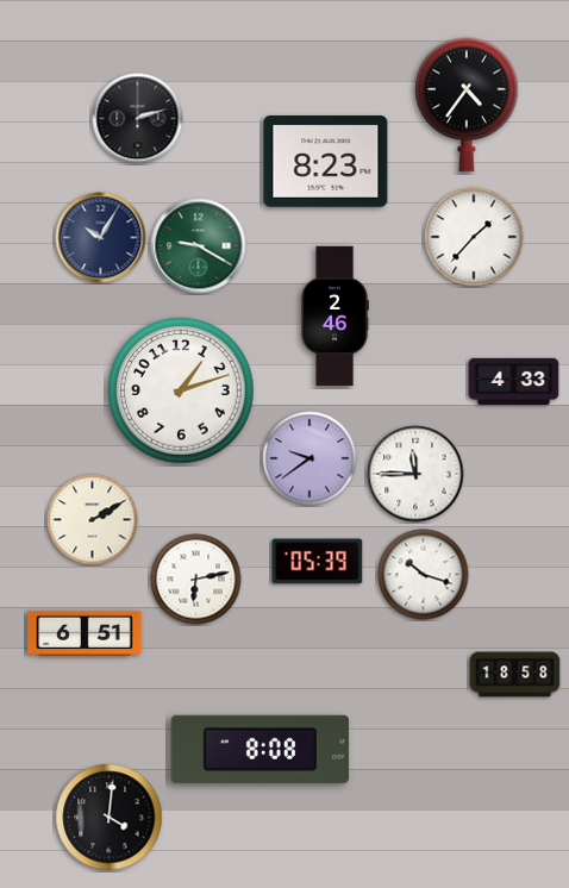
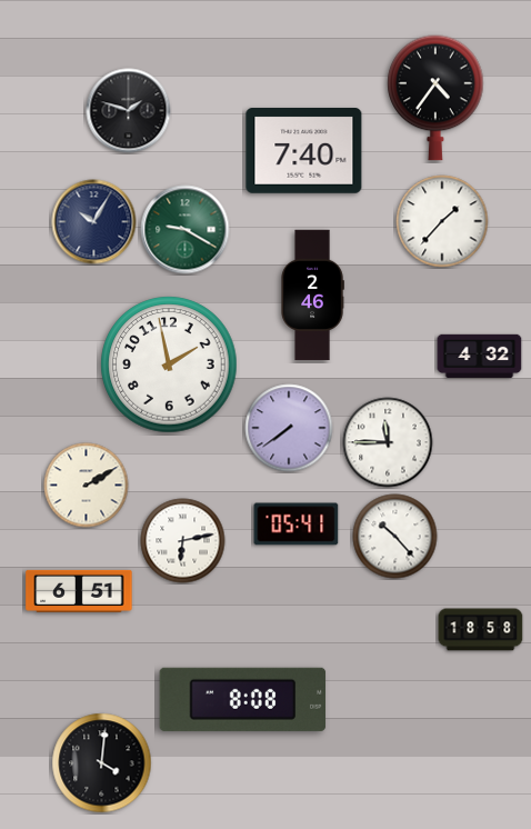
clock at (138, 119): 2:12 -> 1:48
clock at (326, 162): 8:23 -> 7:40
clock at (514, 381): 4:33 -> 4:32
clock at (181, 390): 1:12 -> 1:58
clock at (309, 458): 9:39 -> 7:39
clock at (318, 562): 05:39 -> 05:41
clock at (424, 575): 10:18 -> 10:23
